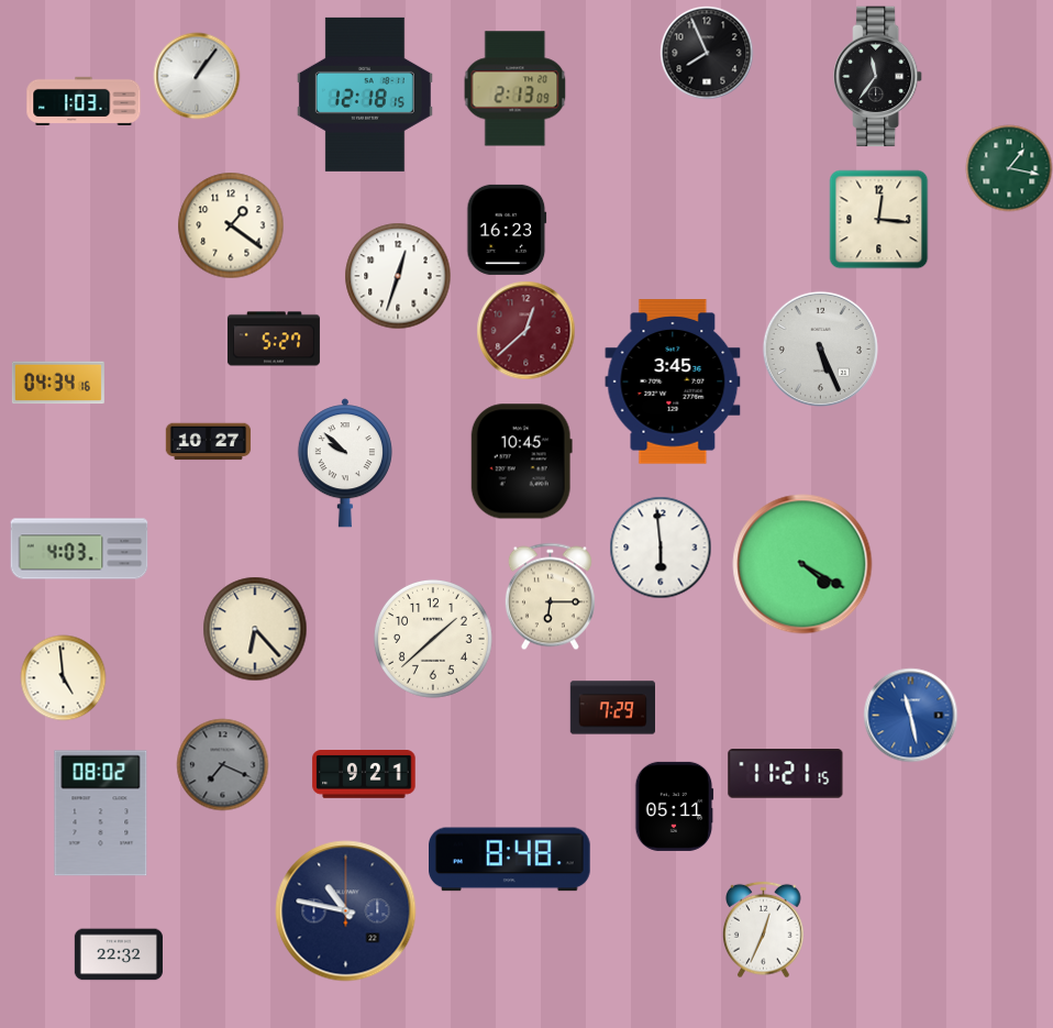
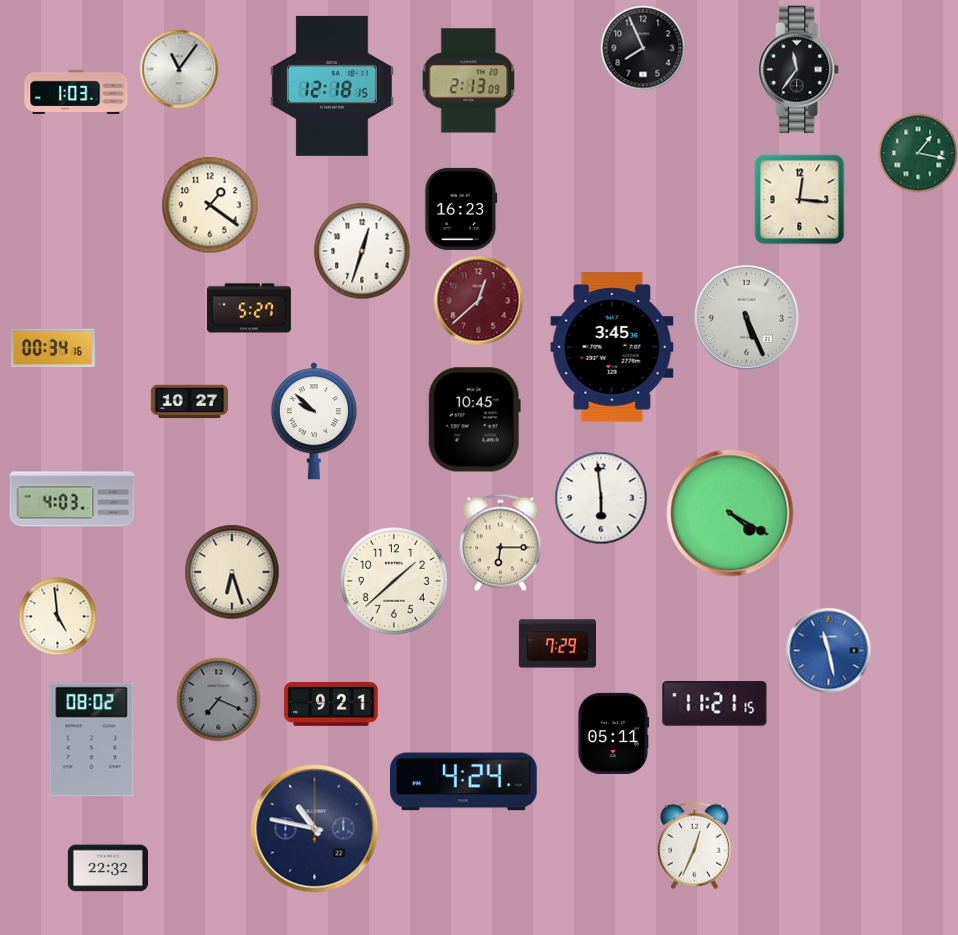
clock at (197, 76): 1:06 -> 11:06
clock at (58, 383): 04:34 -> 00:34
clock at (255, 629): 6:23 -> 6:27
clock at (222, 764) position: (222, 764) -> (218, 699)
clock at (510, 860): 8:48 -> 4:24
